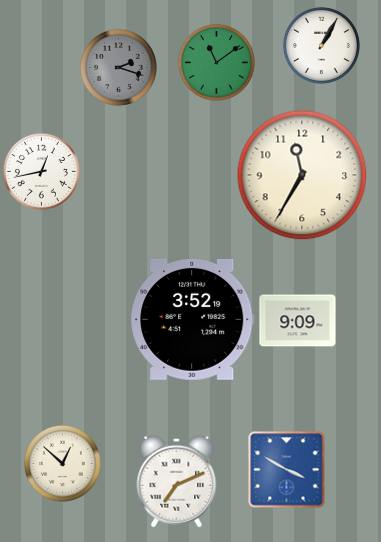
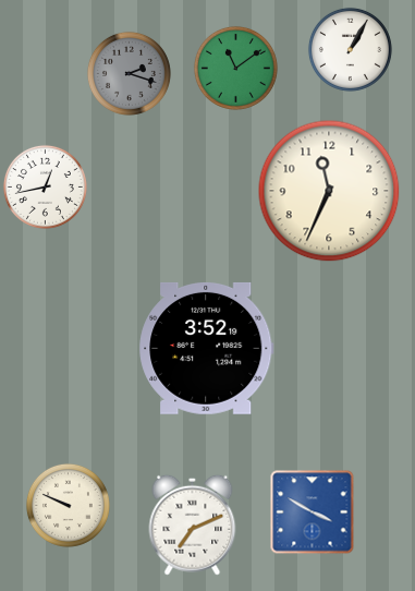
clock at (302, 175): 11:35 -> 11:34
clock at (193, 319) position: (193, 319) -> (207, 348)
clock at (298, 321): 9:09 -> none
clock at (62, 463): 12:52 -> 9:49
